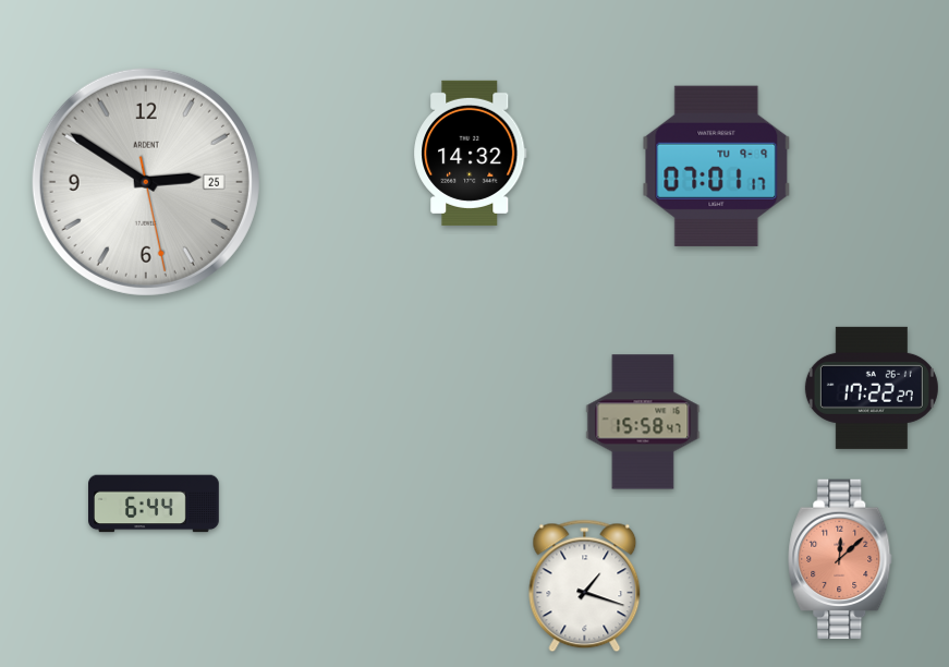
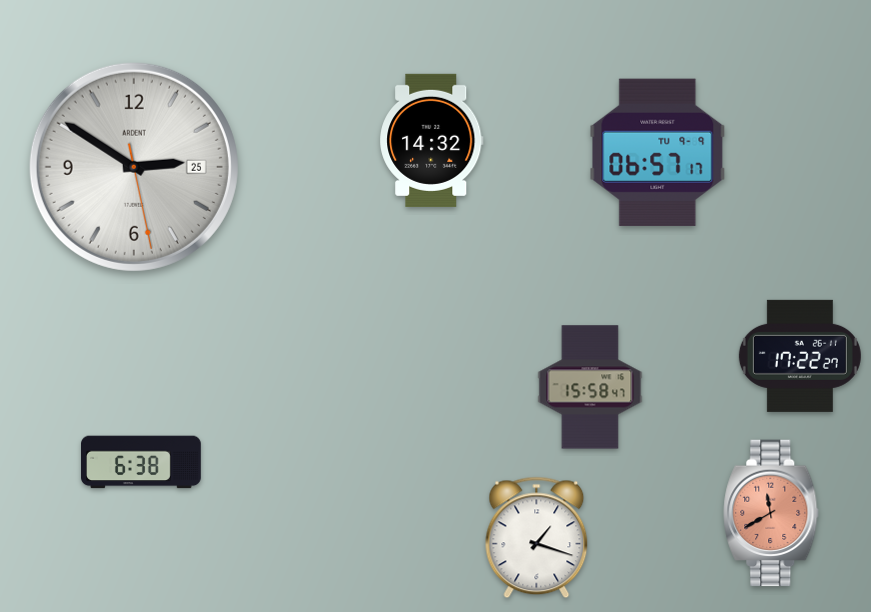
clock at (717, 166): 07:01 -> 06:57
clock at (155, 504): 6:44 -> 6:38
clock at (840, 559): 12:08 -> 11:40
